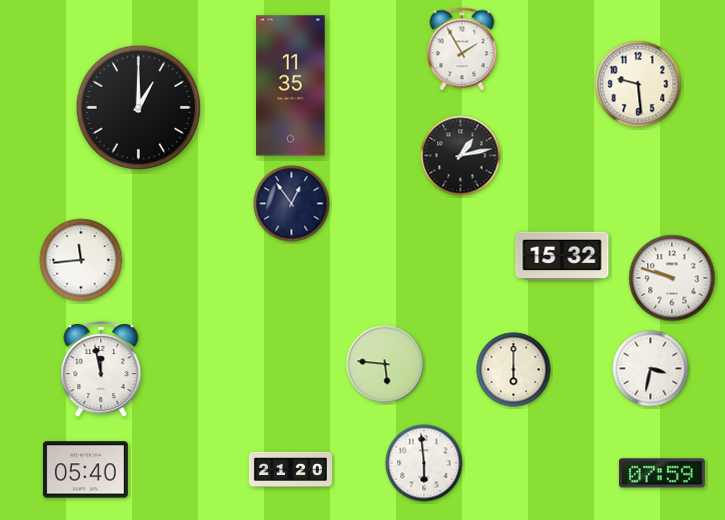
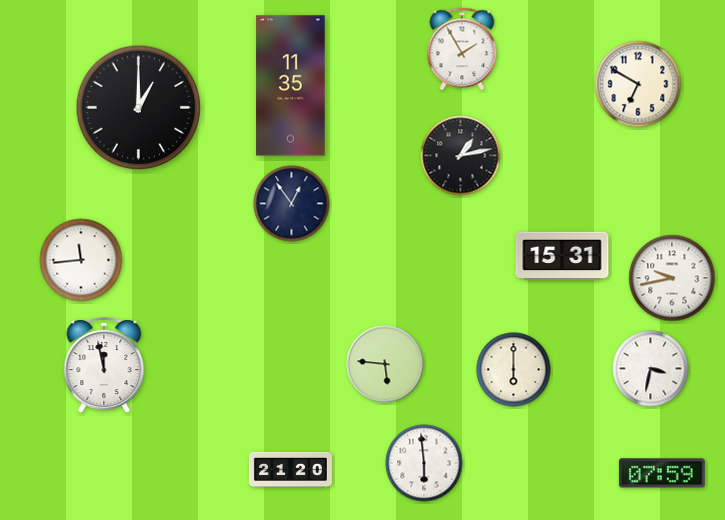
clock at (638, 84): 9:29 -> 6:50
clock at (562, 256): 15:32 -> 15:31
clock at (672, 278): 9:48 -> 9:43
clock at (101, 370) position: (101, 370) -> (104, 366)
clock at (85, 470): 05:40 -> none
